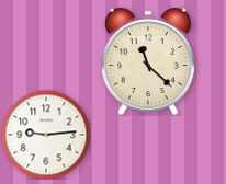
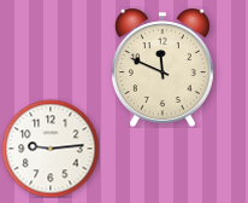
clock at (148, 61): 11:22 -> 11:49
